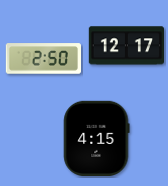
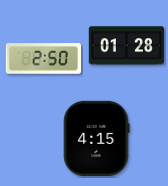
clock at (126, 46): 12:17 -> 01:28
